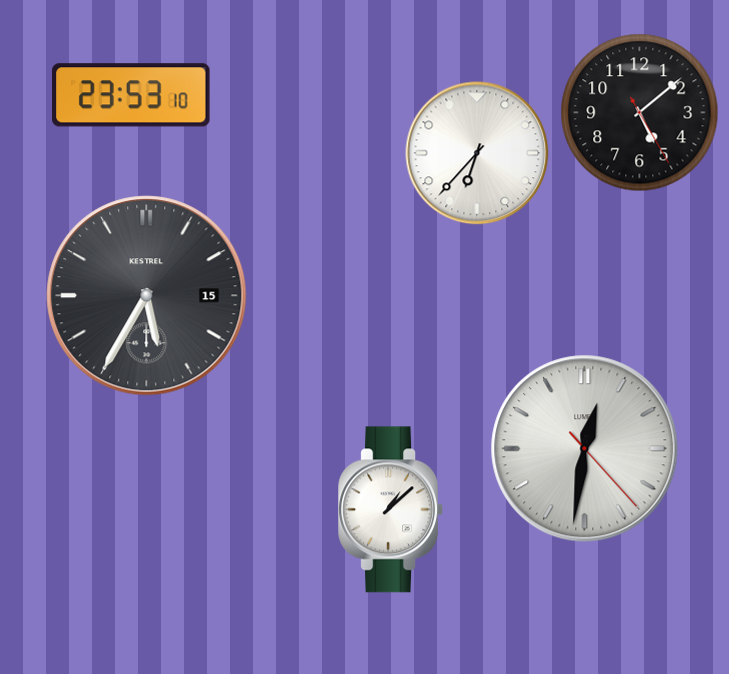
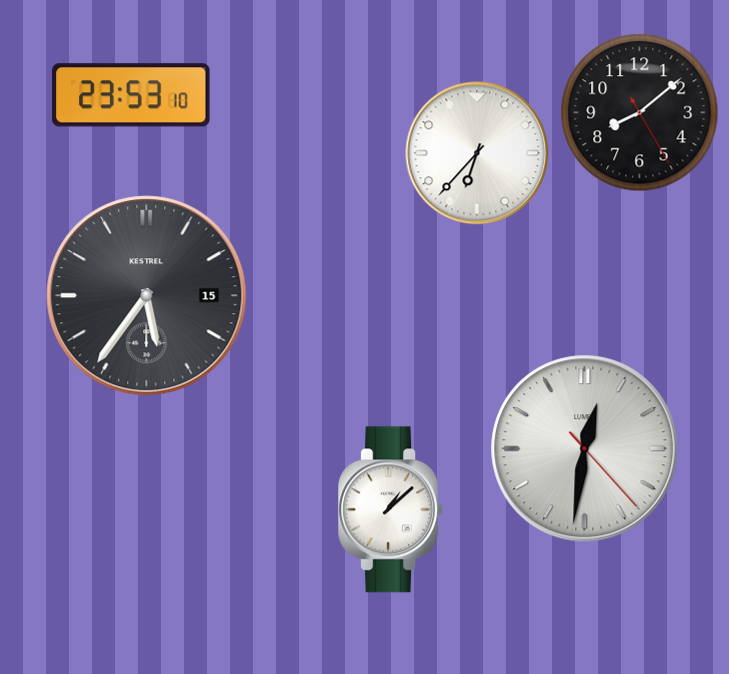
clock at (640, 113): 5:08 -> 8:08
clock at (147, 296): 5:35 -> 5:36
